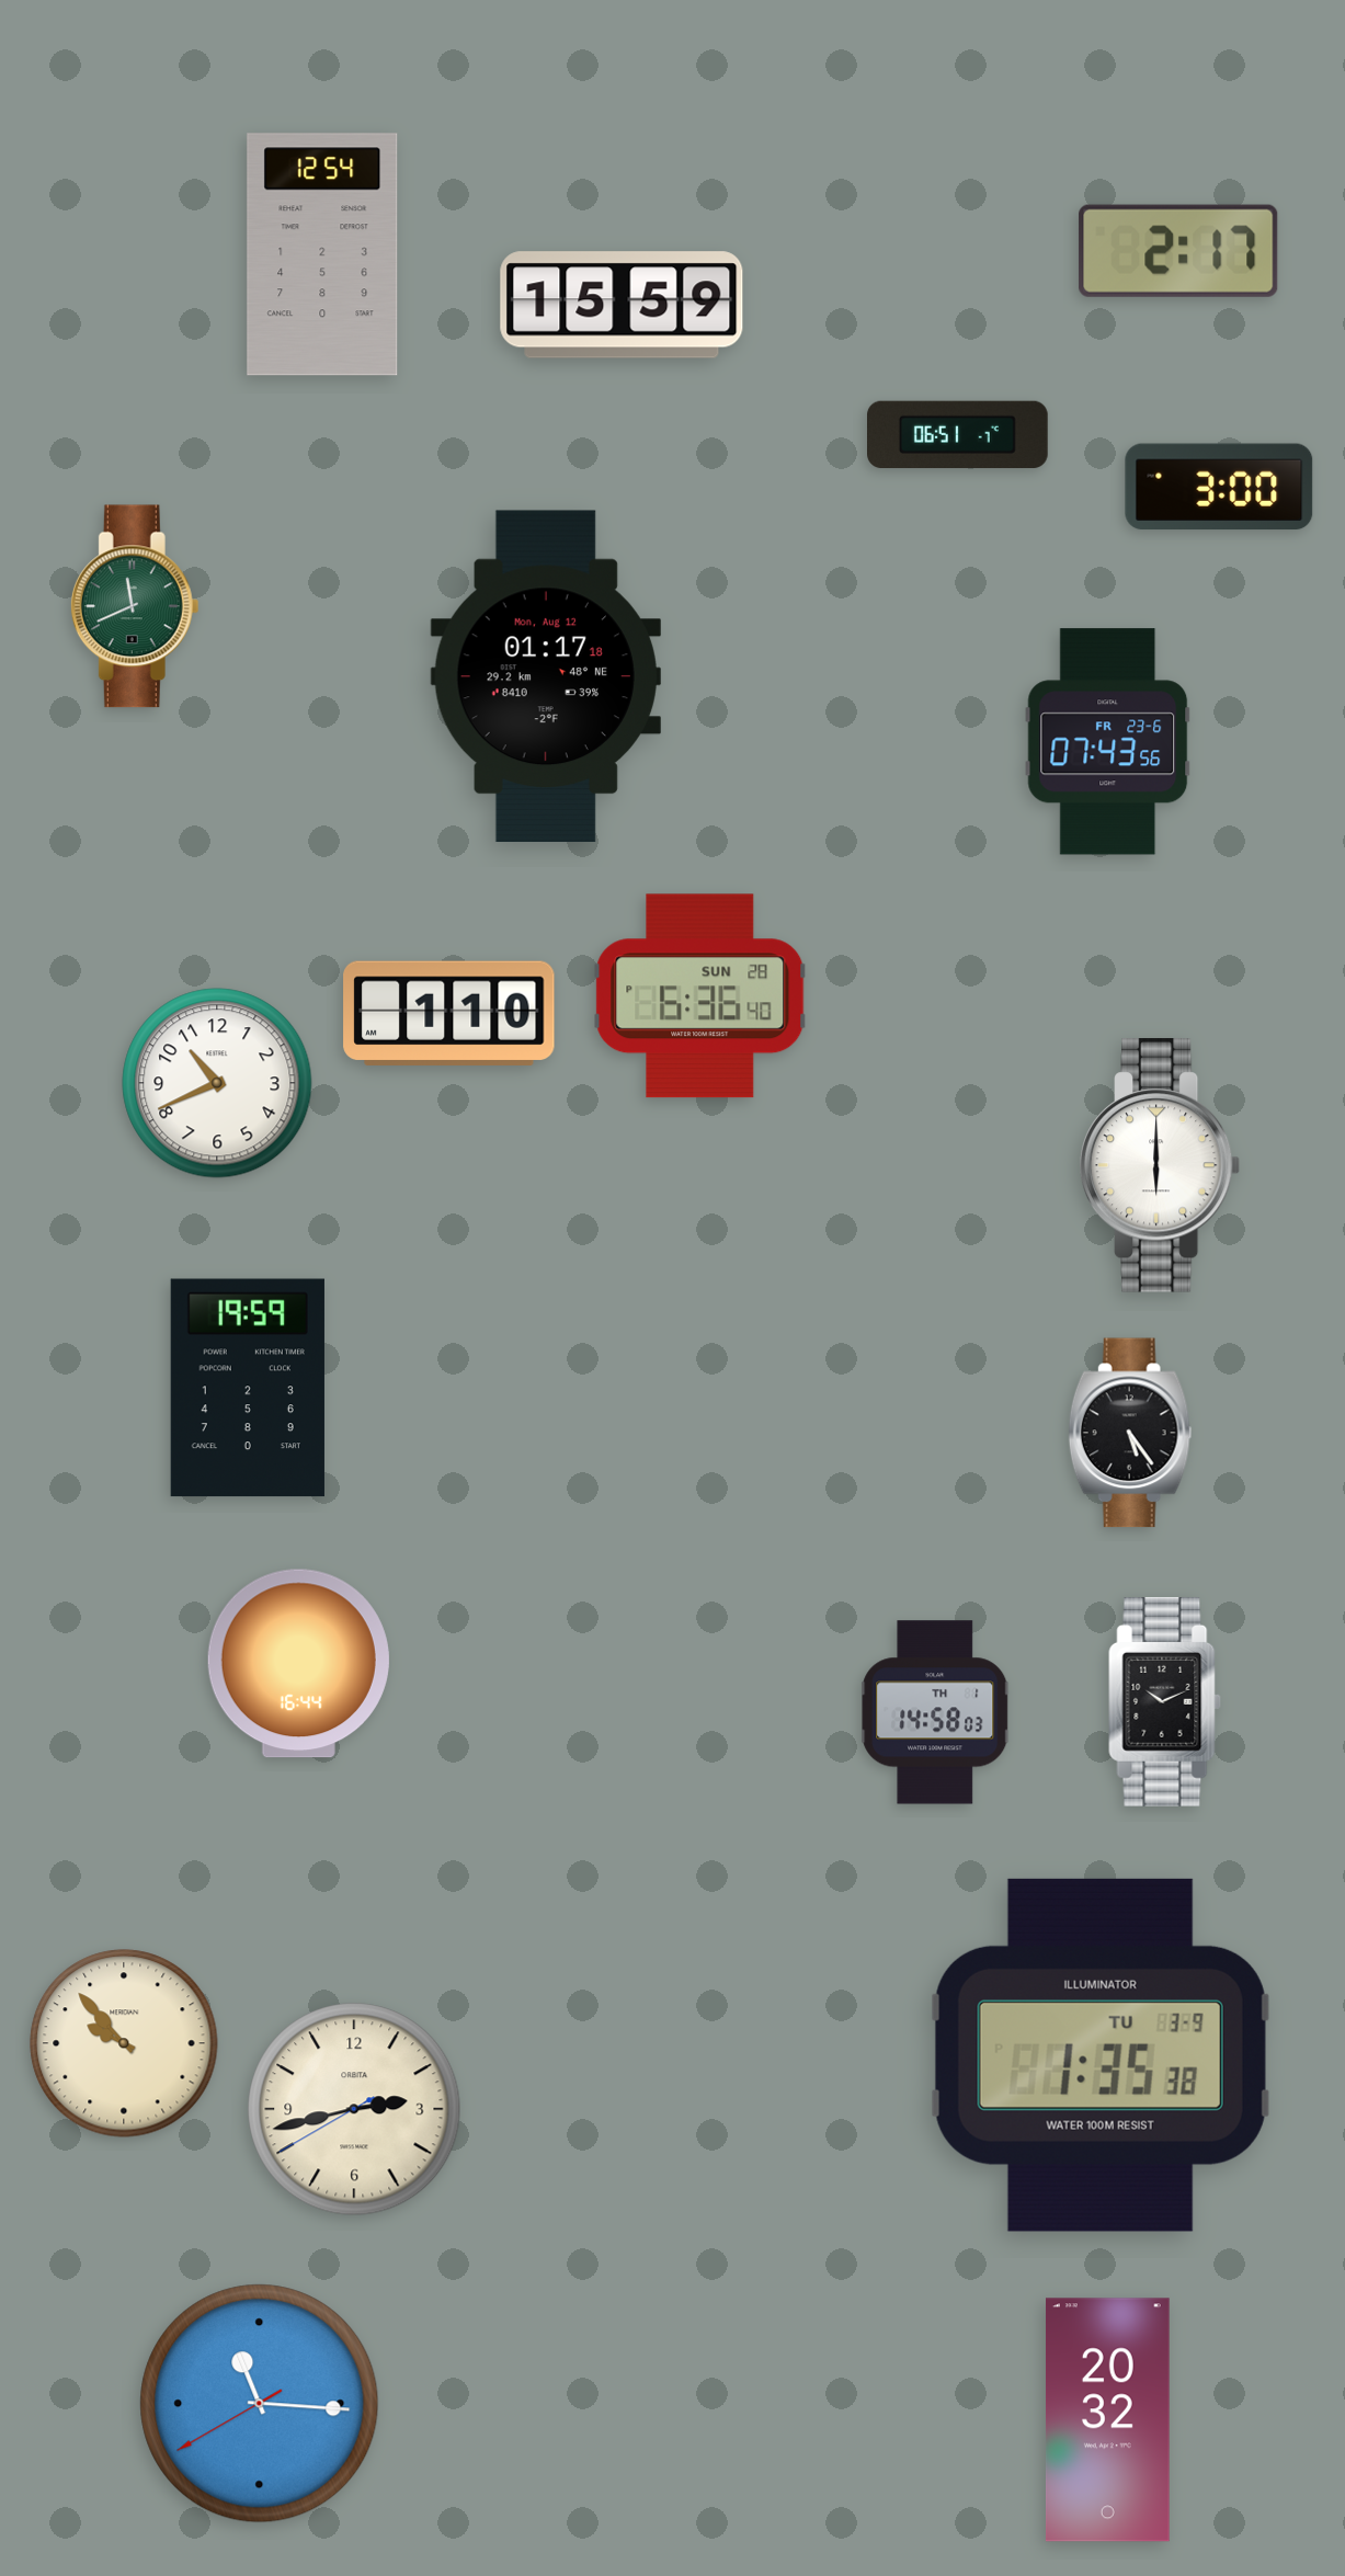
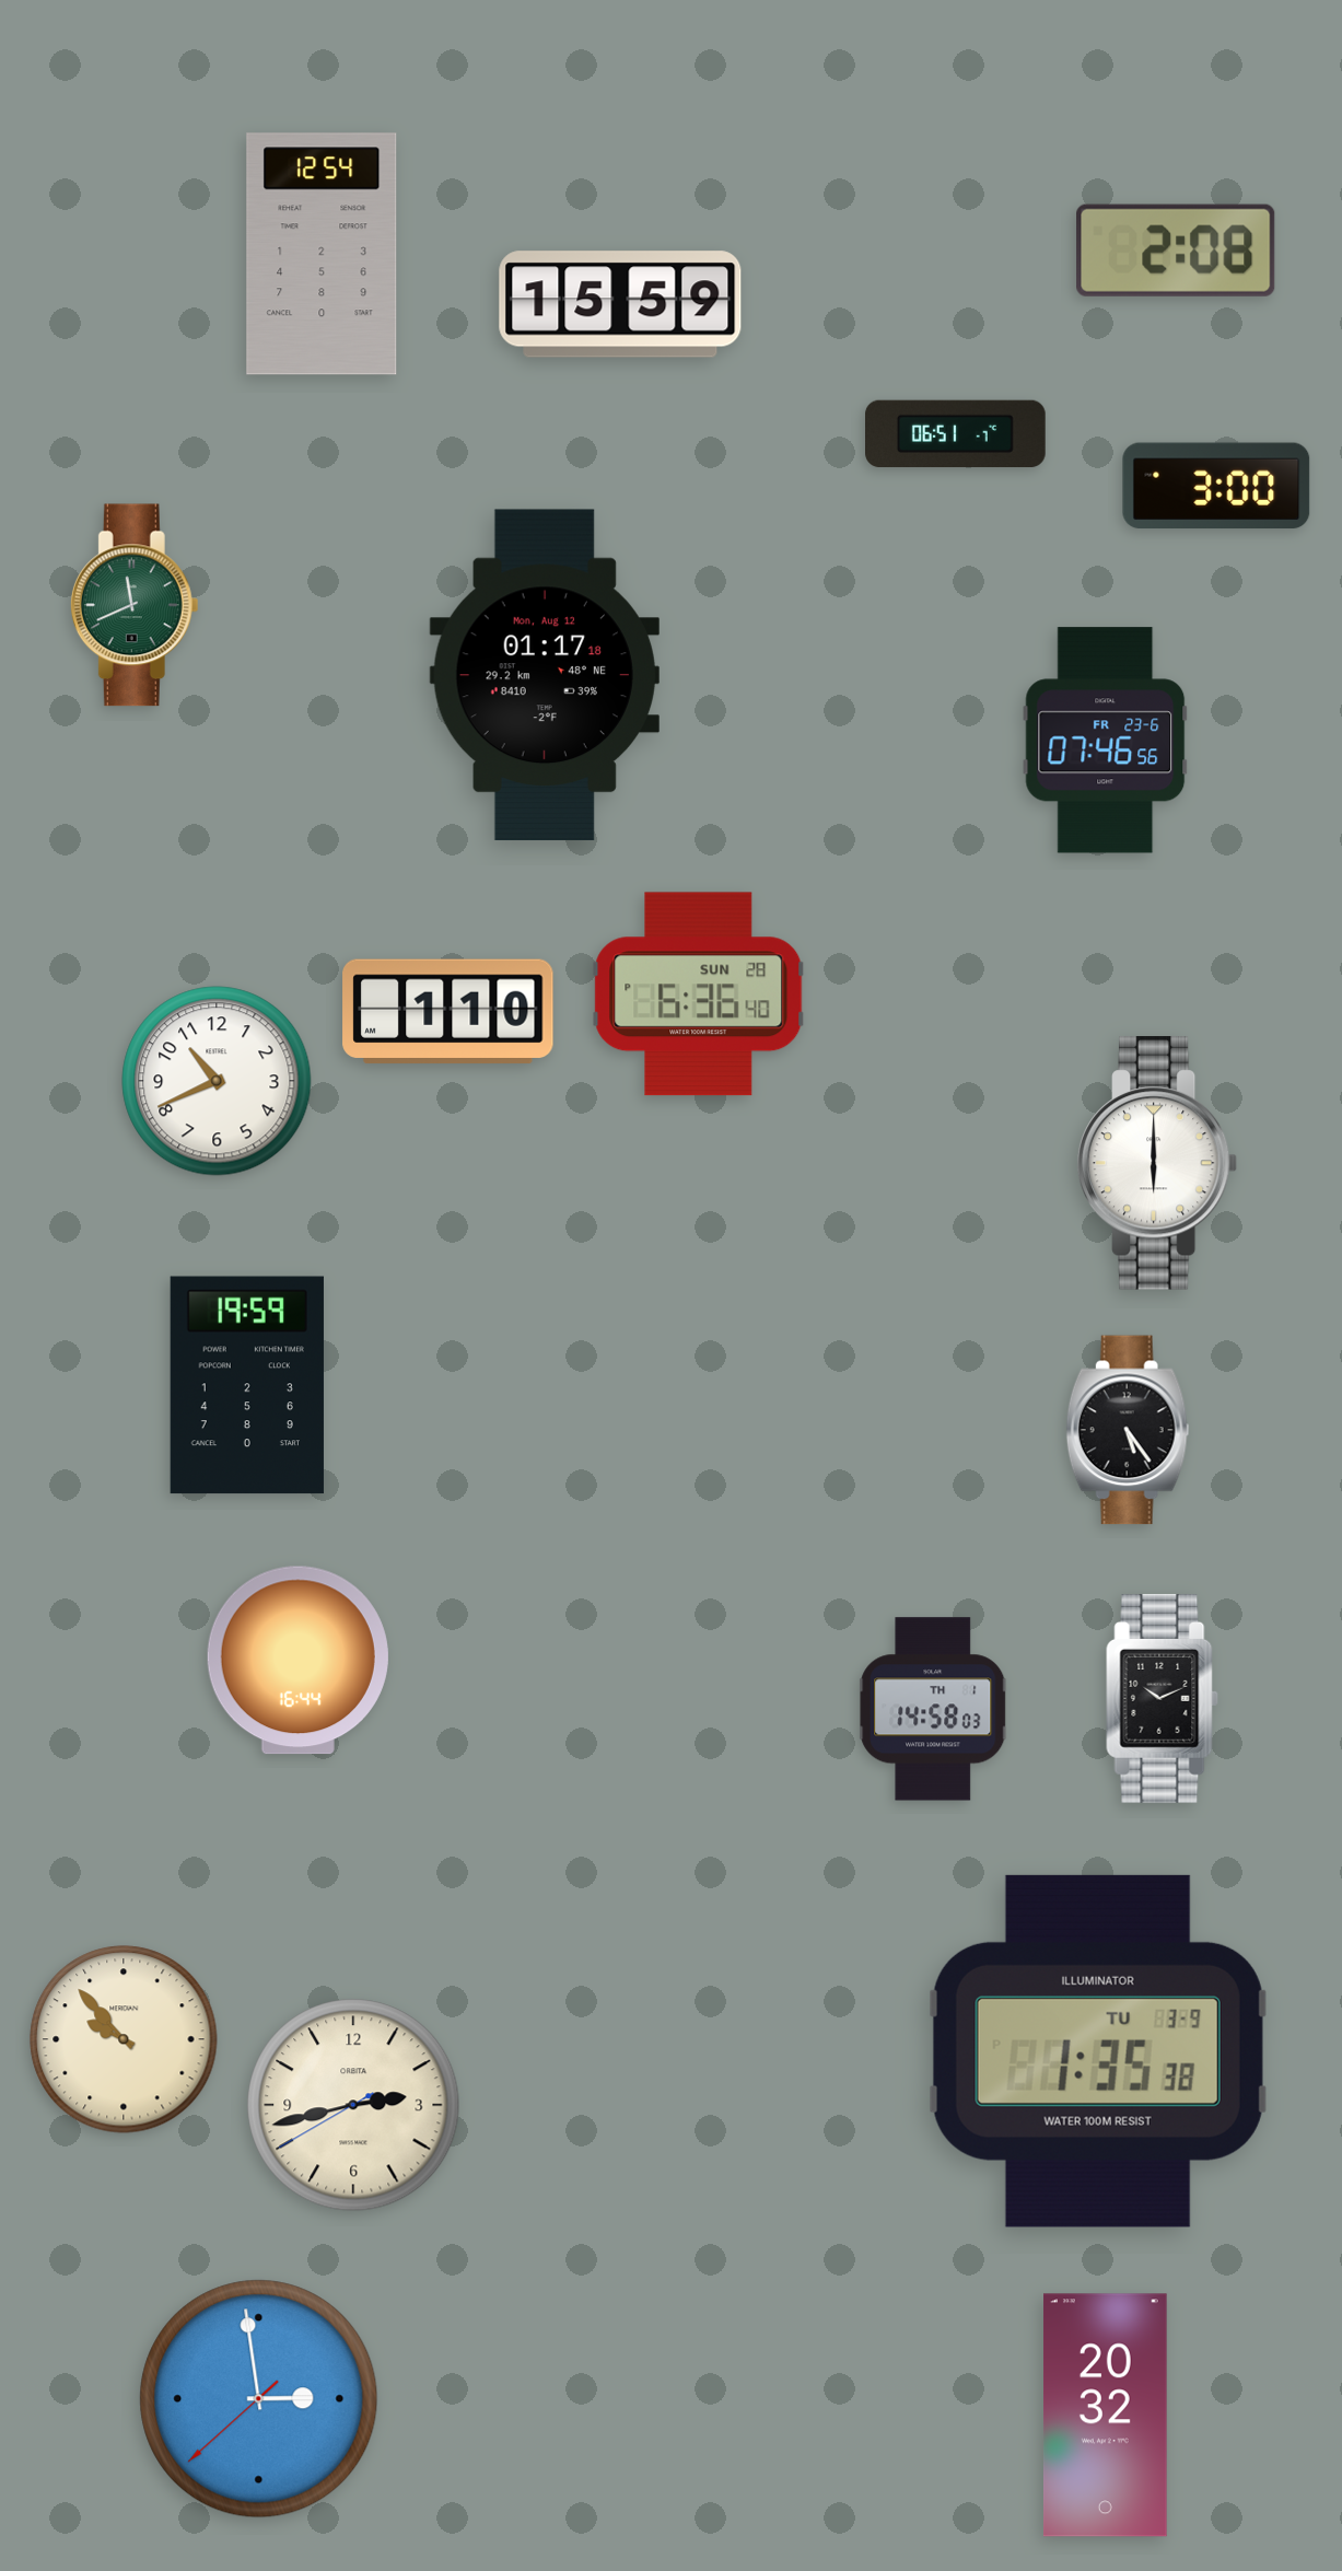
clock at (1178, 251): 2:17 -> 2:08
clock at (1108, 742): 07:43 -> 07:46
clock at (260, 2404): 11:15 -> 2:58
